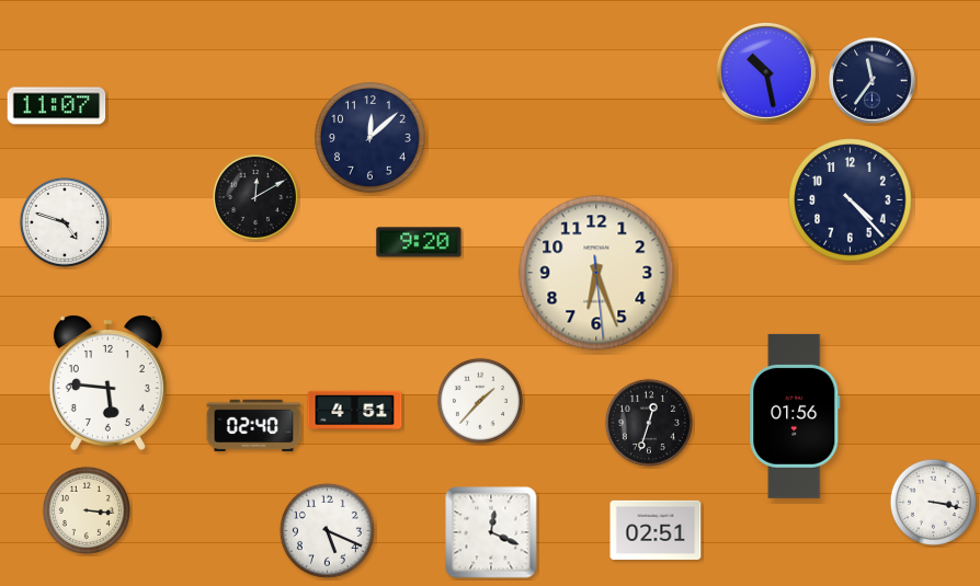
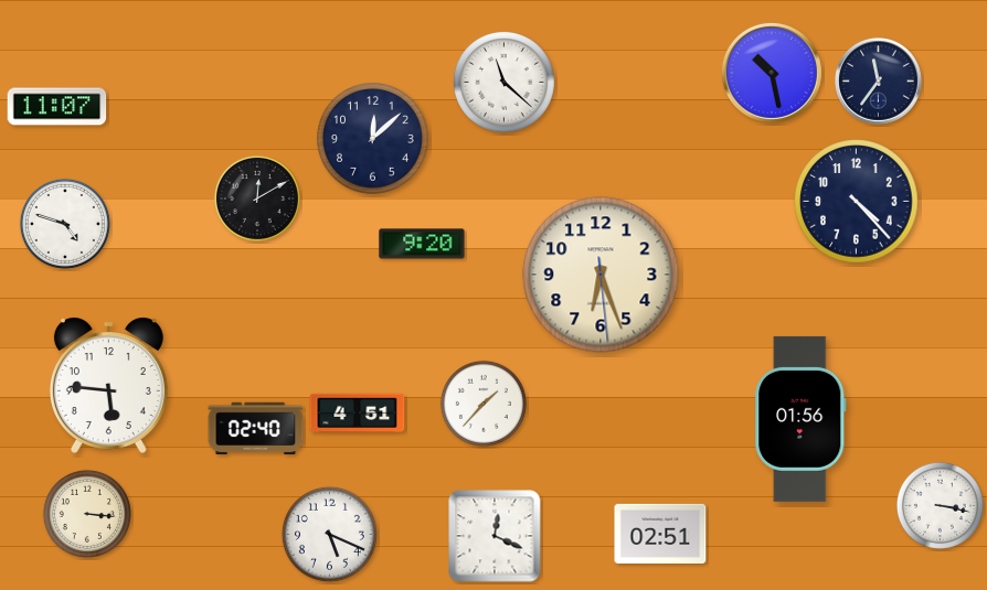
clock at (503, 82): none -> 11:22
clock at (649, 423): 12:33 -> none
